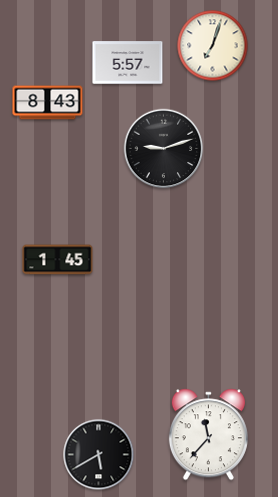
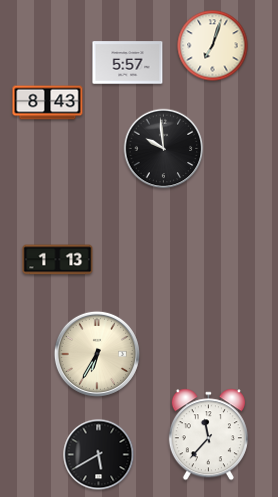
clock at (164, 149): 9:12 -> 9:59
clock at (58, 260): 1:45 -> 1:13
clock at (97, 354): none -> 6:35
